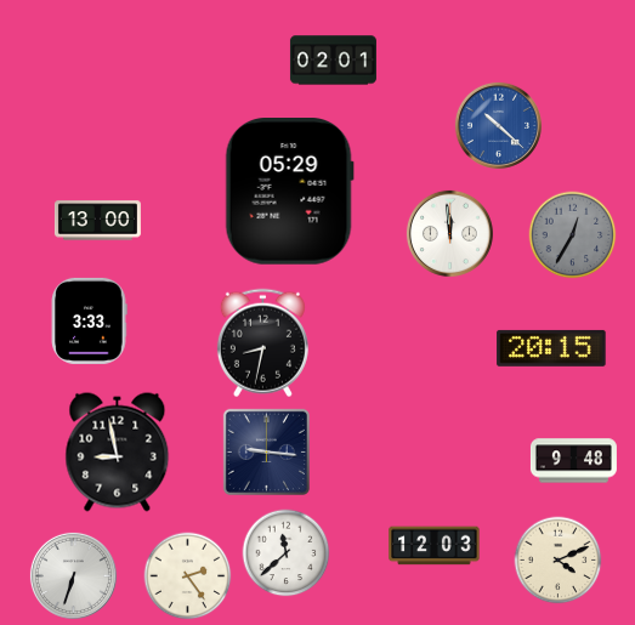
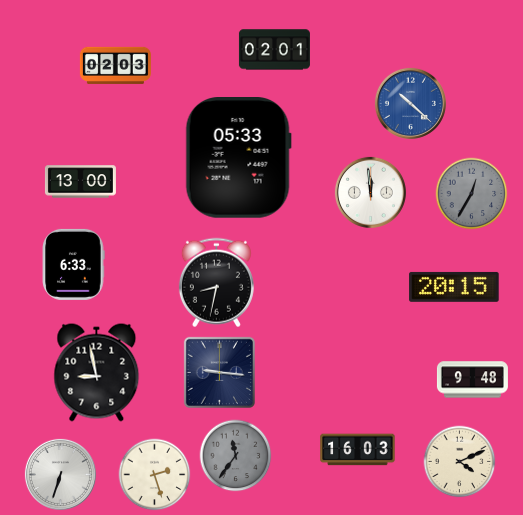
clock at (115, 65): none -> 02:03
clock at (289, 192): 05:29 -> 05:33
clock at (89, 320): 3:33 -> 6:33
clock at (435, 546): 12:03 -> 16:03
clock at (287, 553): 11:38 -> 11:36
clock at (287, 553) dial: white -> grey
clock at (188, 576): 2:24 -> 2:27
